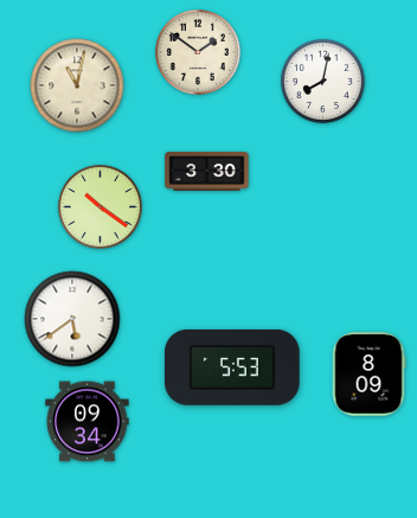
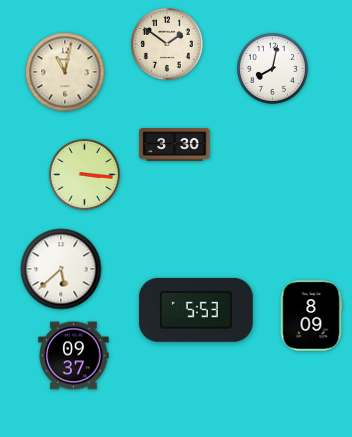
clock at (100, 206): 10:21 -> 3:16
clock at (72, 319): 5:39 -> 5:38
clock at (88, 422): 09:34 -> 09:37
